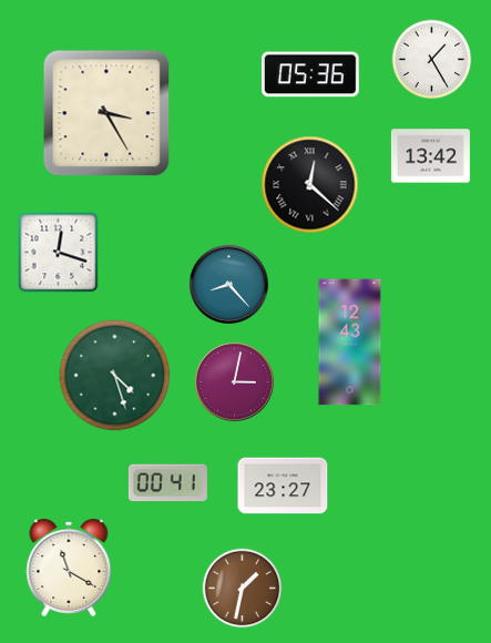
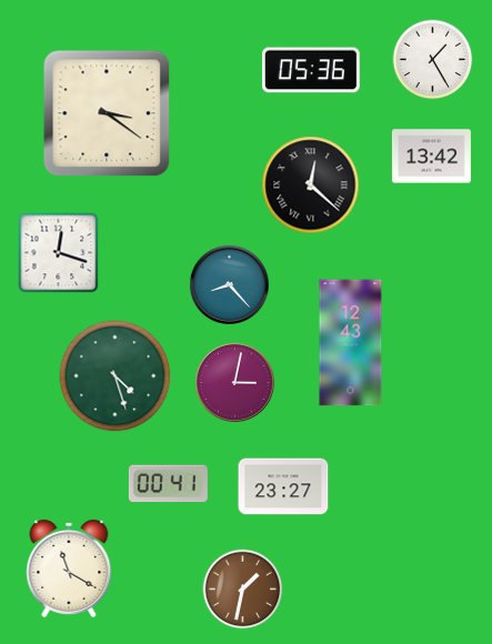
clock at (310, 74) position: (310, 74) -> (311, 70)
clock at (106, 113): 3:25 -> 3:21
